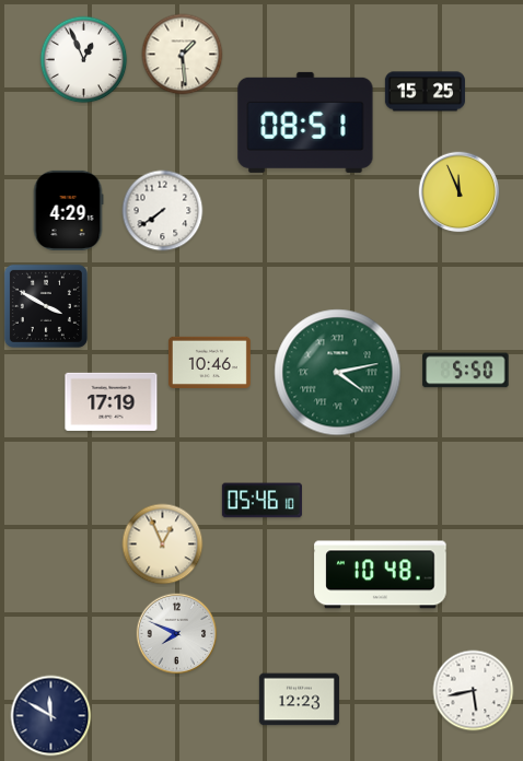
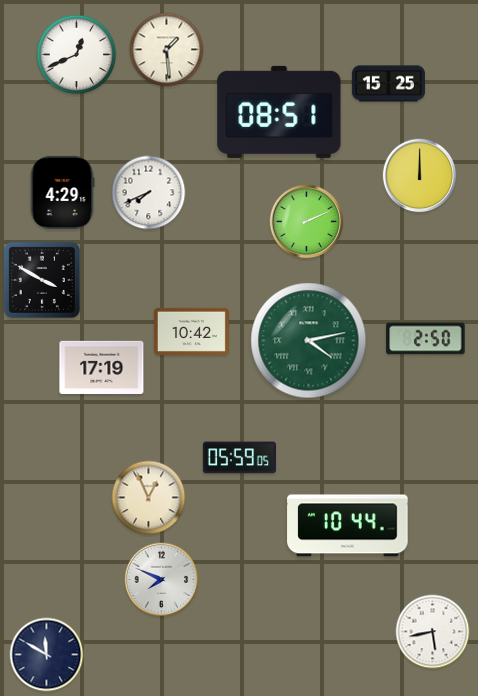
clock at (84, 60): 12:56 -> 12:41
clock at (460, 192): 11:56 -> 12:00
clock at (163, 211): 7:39 -> 7:41
clock at (307, 222): none -> 2:11
clock at (209, 362): 10:46 -> 10:42
clock at (466, 371): 5:50 -> 2:50
clock at (261, 501): 05:46 -> 05:59
clock at (381, 575): 10:48 -> 10:44
clock at (299, 700): 12:23 -> none
